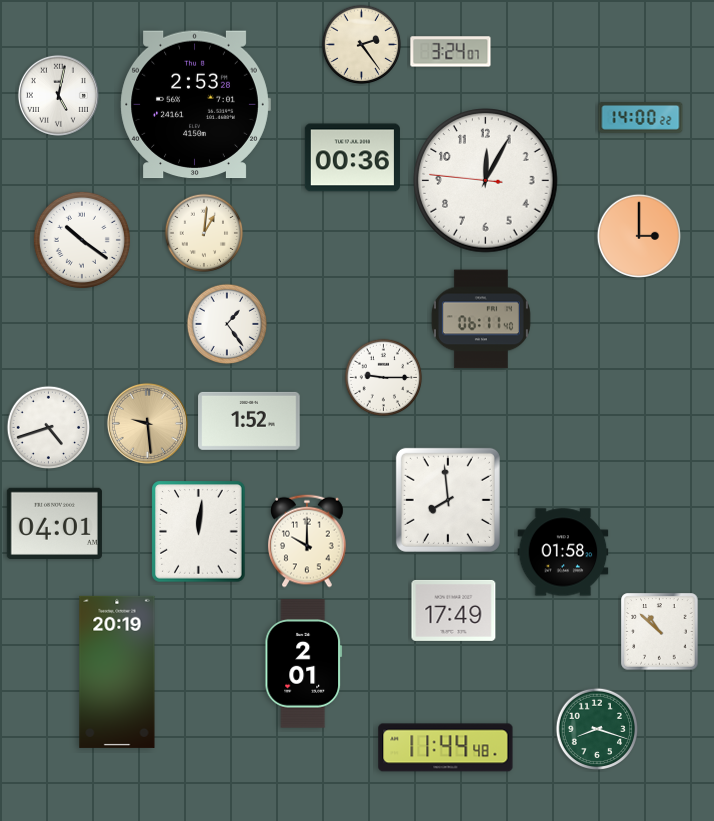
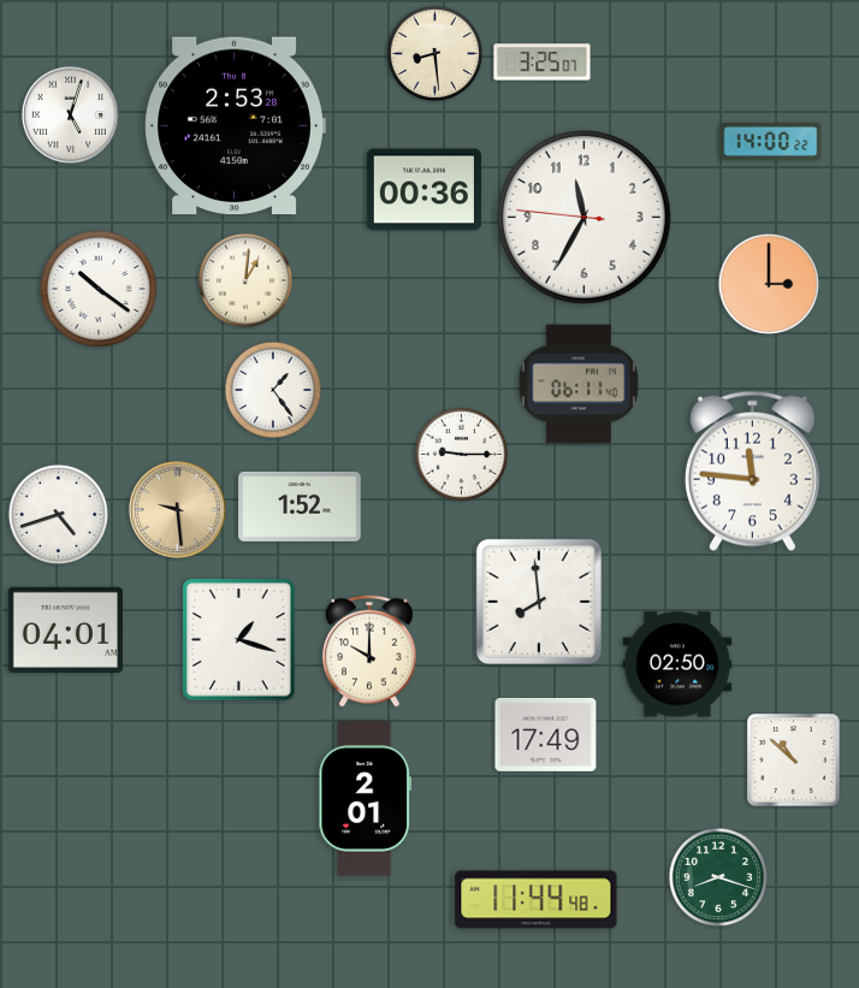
clock at (362, 45): 2:24 -> 8:29
clock at (451, 52): 3:24 -> 3:25
clock at (58, 95): 5:02 -> 5:03
clock at (486, 181): 12:04 -> 11:34
clock at (752, 472): none -> 11:46
clock at (199, 532): 12:01 -> 1:18
clock at (563, 552): 01:58 -> 02:50
clock at (117, 672): 20:19 -> none
